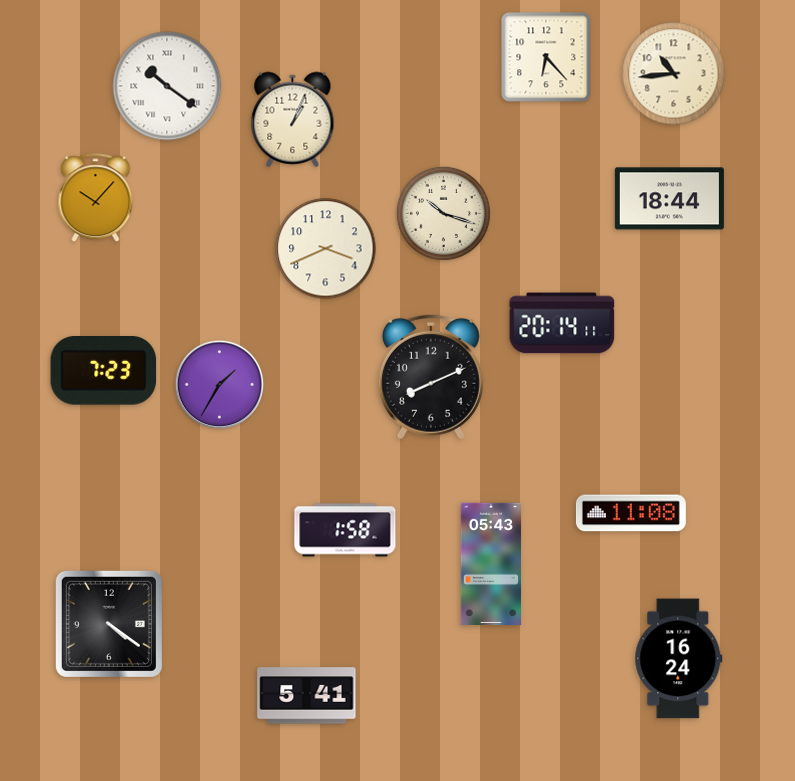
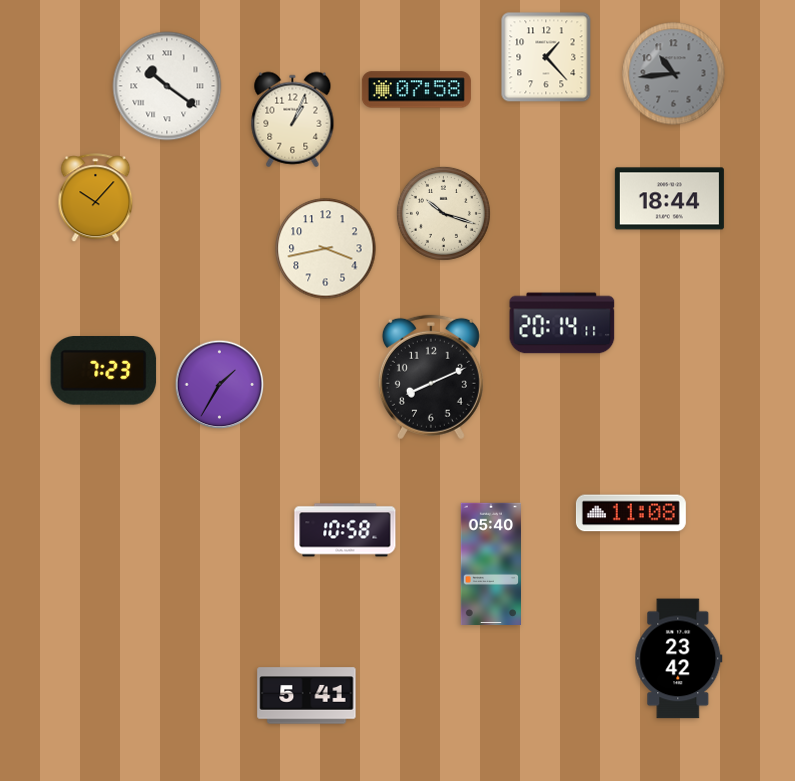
clock at (546, 57): 6:23 -> 1:23
clock at (674, 74) dial: cream -> grey
clock at (416, 90): none -> 07:58
clock at (326, 249): 3:41 -> 3:43
clock at (345, 530): 1:58 -> 10:58
clock at (490, 563): 05:43 -> 05:40
clock at (109, 624): 4:21 -> none
clock at (679, 659): 16:24 -> 23:42
